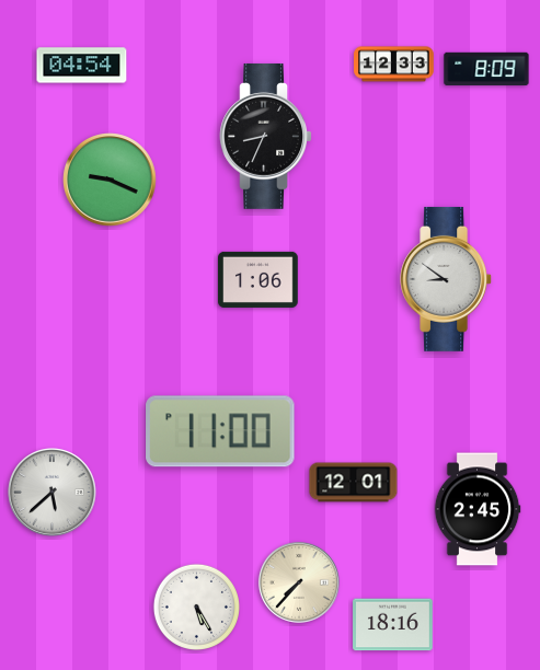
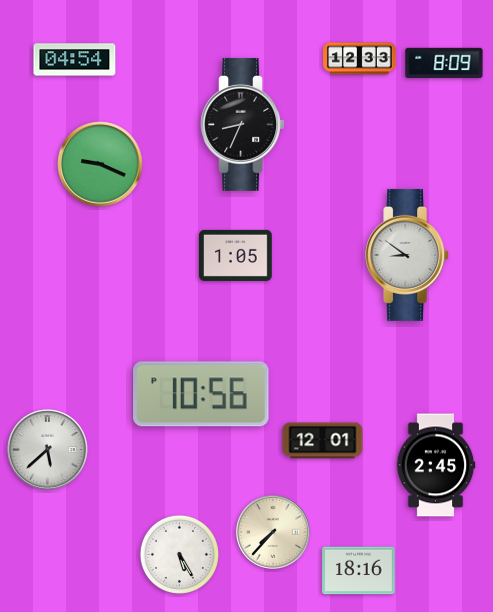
clock at (258, 279): 1:06 -> 1:05
clock at (220, 431): 11:00 -> 10:56
